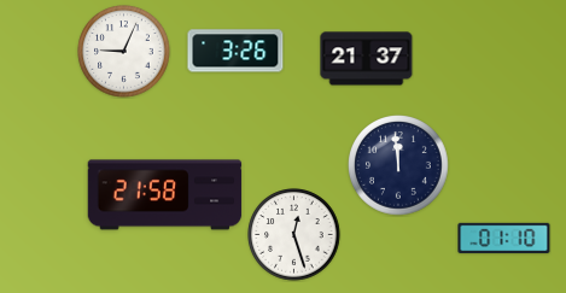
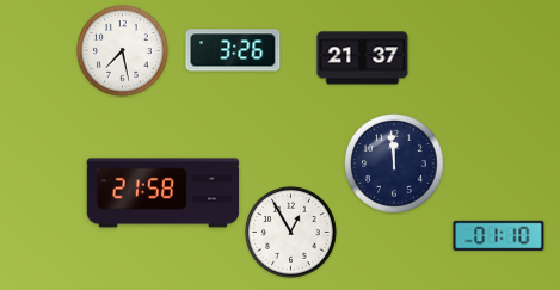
clock at (124, 52): 9:04 -> 7:28
clock at (294, 235): 12:27 -> 12:55
